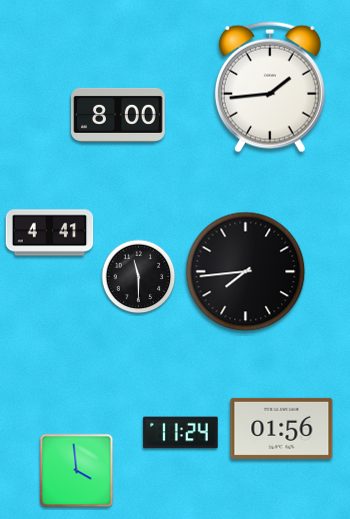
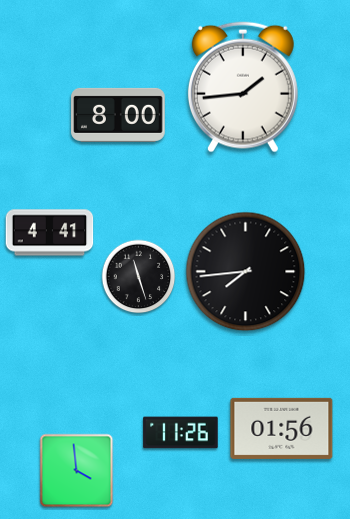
clock at (270, 87) position: (270, 87) -> (243, 87)
clock at (139, 277): 11:30 -> 11:27
clock at (181, 433): 11:24 -> 11:26
